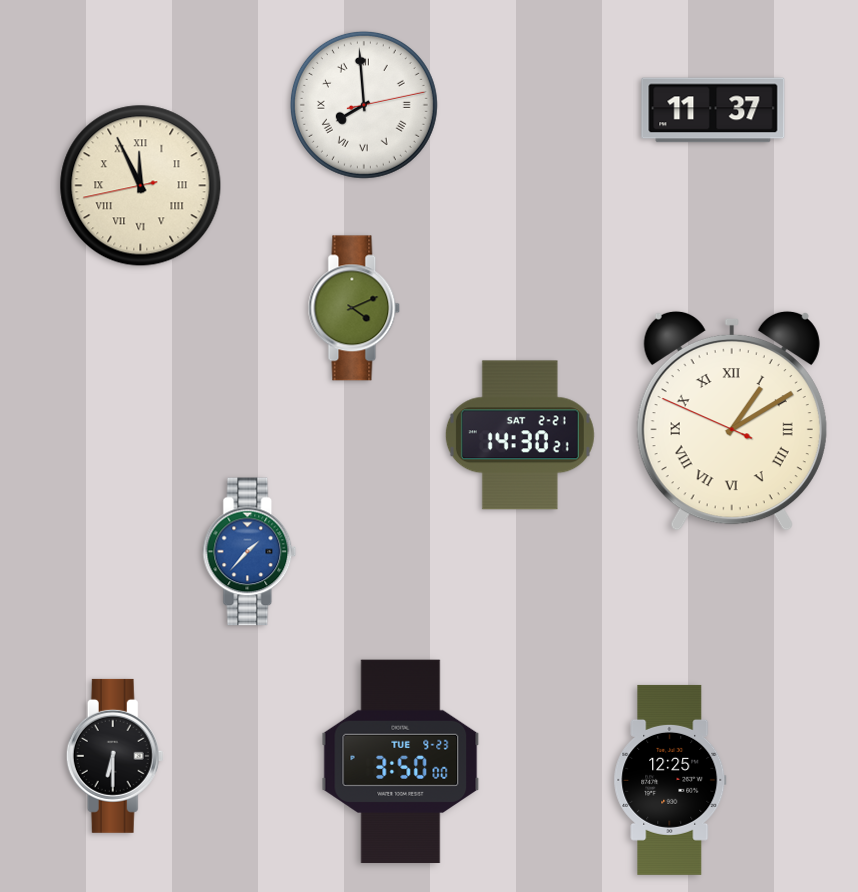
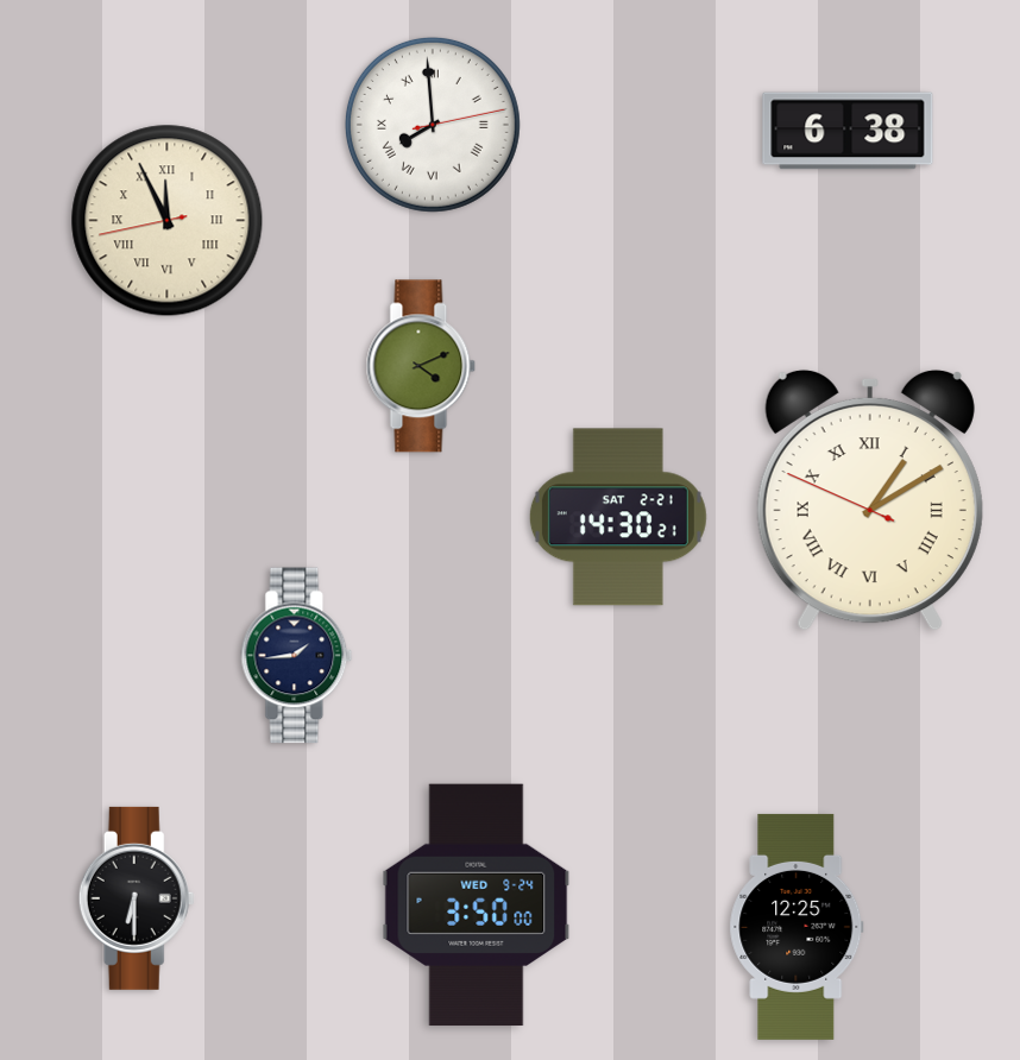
clock at (713, 110): 11:37 -> 6:38
clock at (250, 552): 1:37 -> 1:44
clock at (250, 552) dial: blue -> navy
clock at (401, 762) date: TUE 9-23 -> WED 9-24
